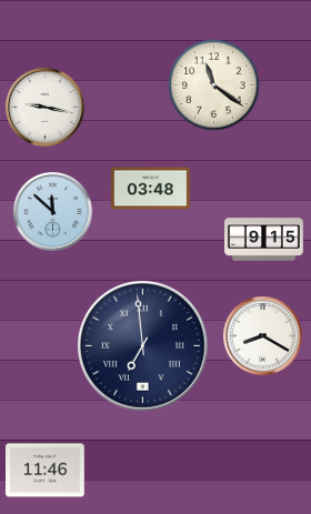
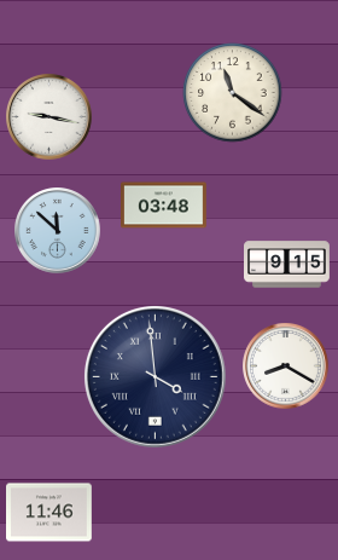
clock at (264, 240) position: (264, 240) -> (287, 265)
clock at (142, 345): 6:59 -> 3:59
